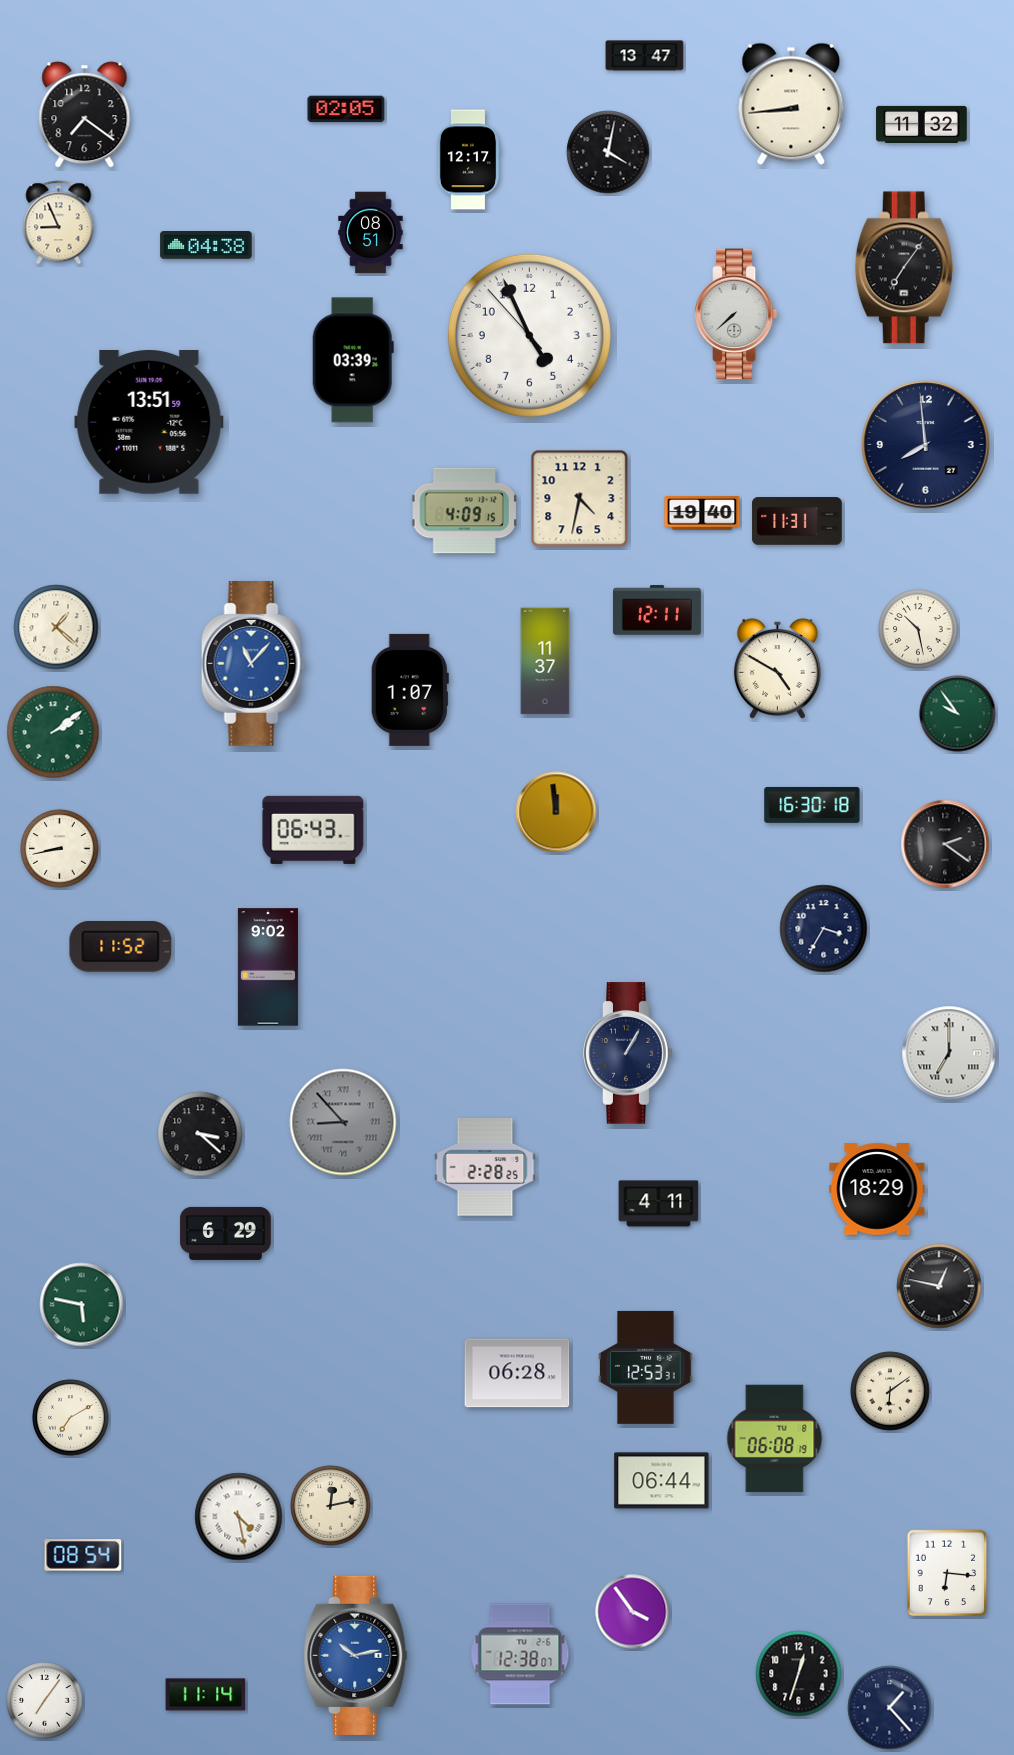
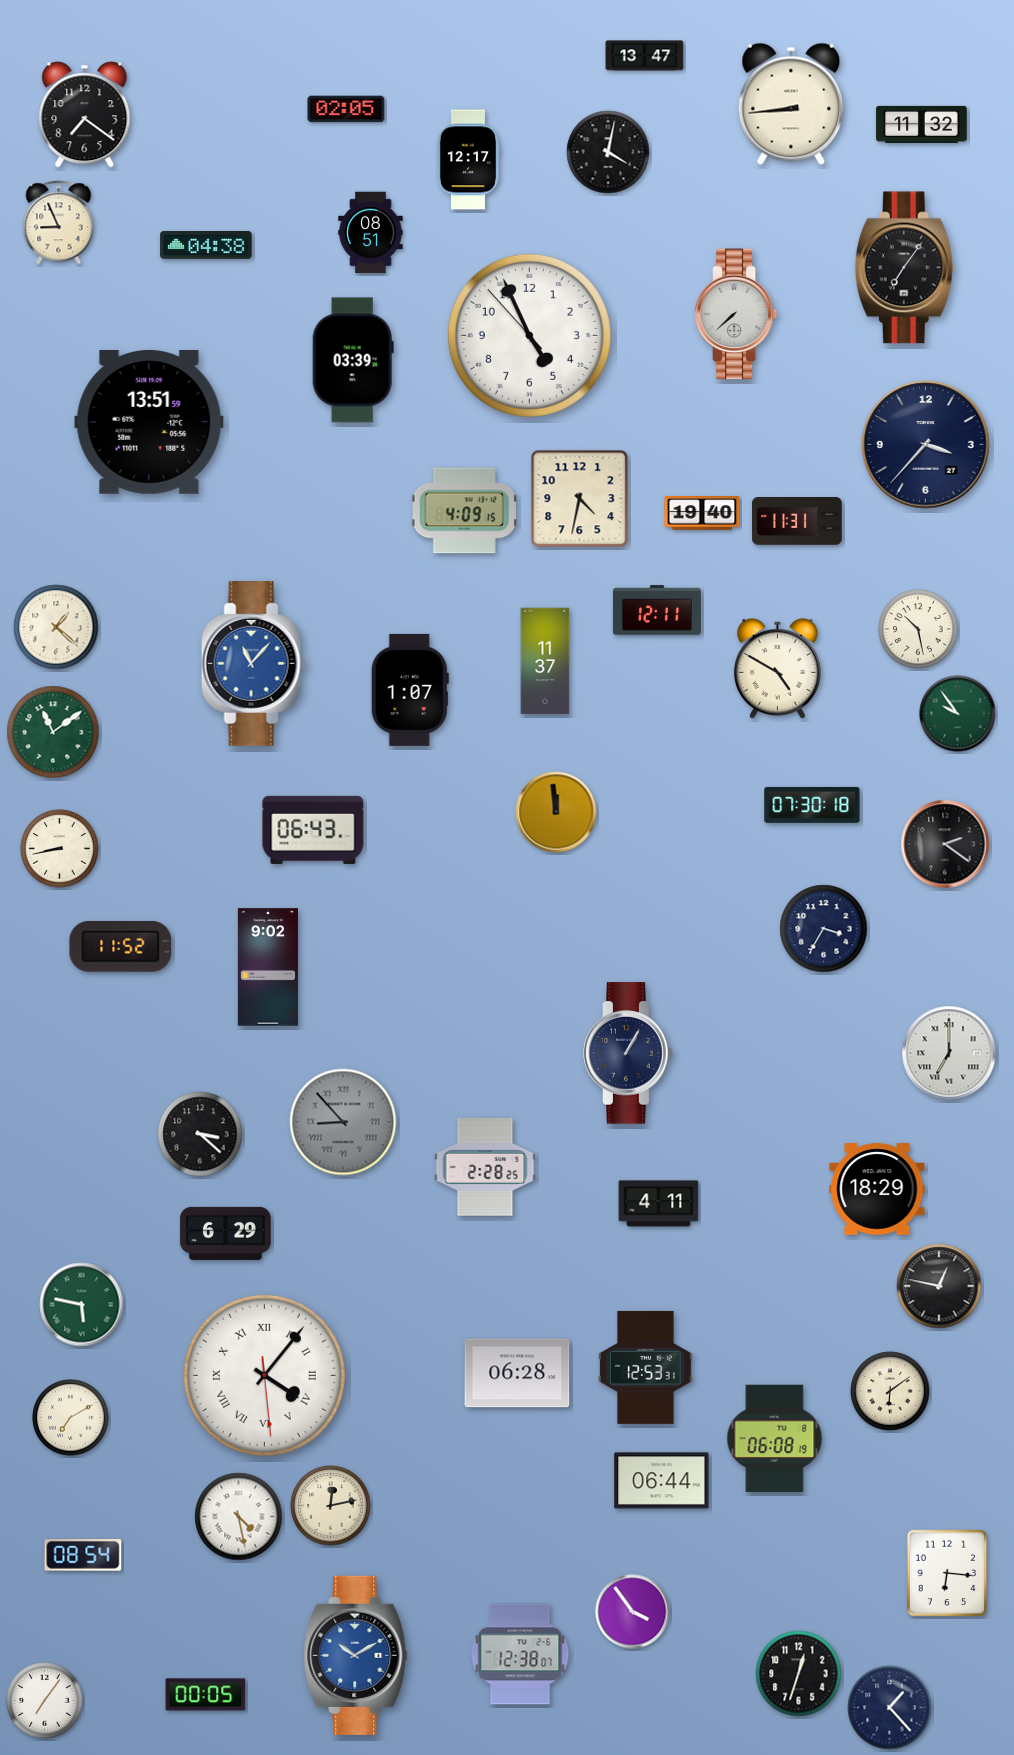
clock at (926, 445): 7:59 -> 3:37
clock at (53, 732): 2:09 -> 11:09
clock at (812, 805): 16:30 -> 07:30
clock at (264, 1375): none -> 4:06
clock at (356, 1655): 10:13 -> 10:10
clock at (206, 1695): 11:14 -> 00:05
